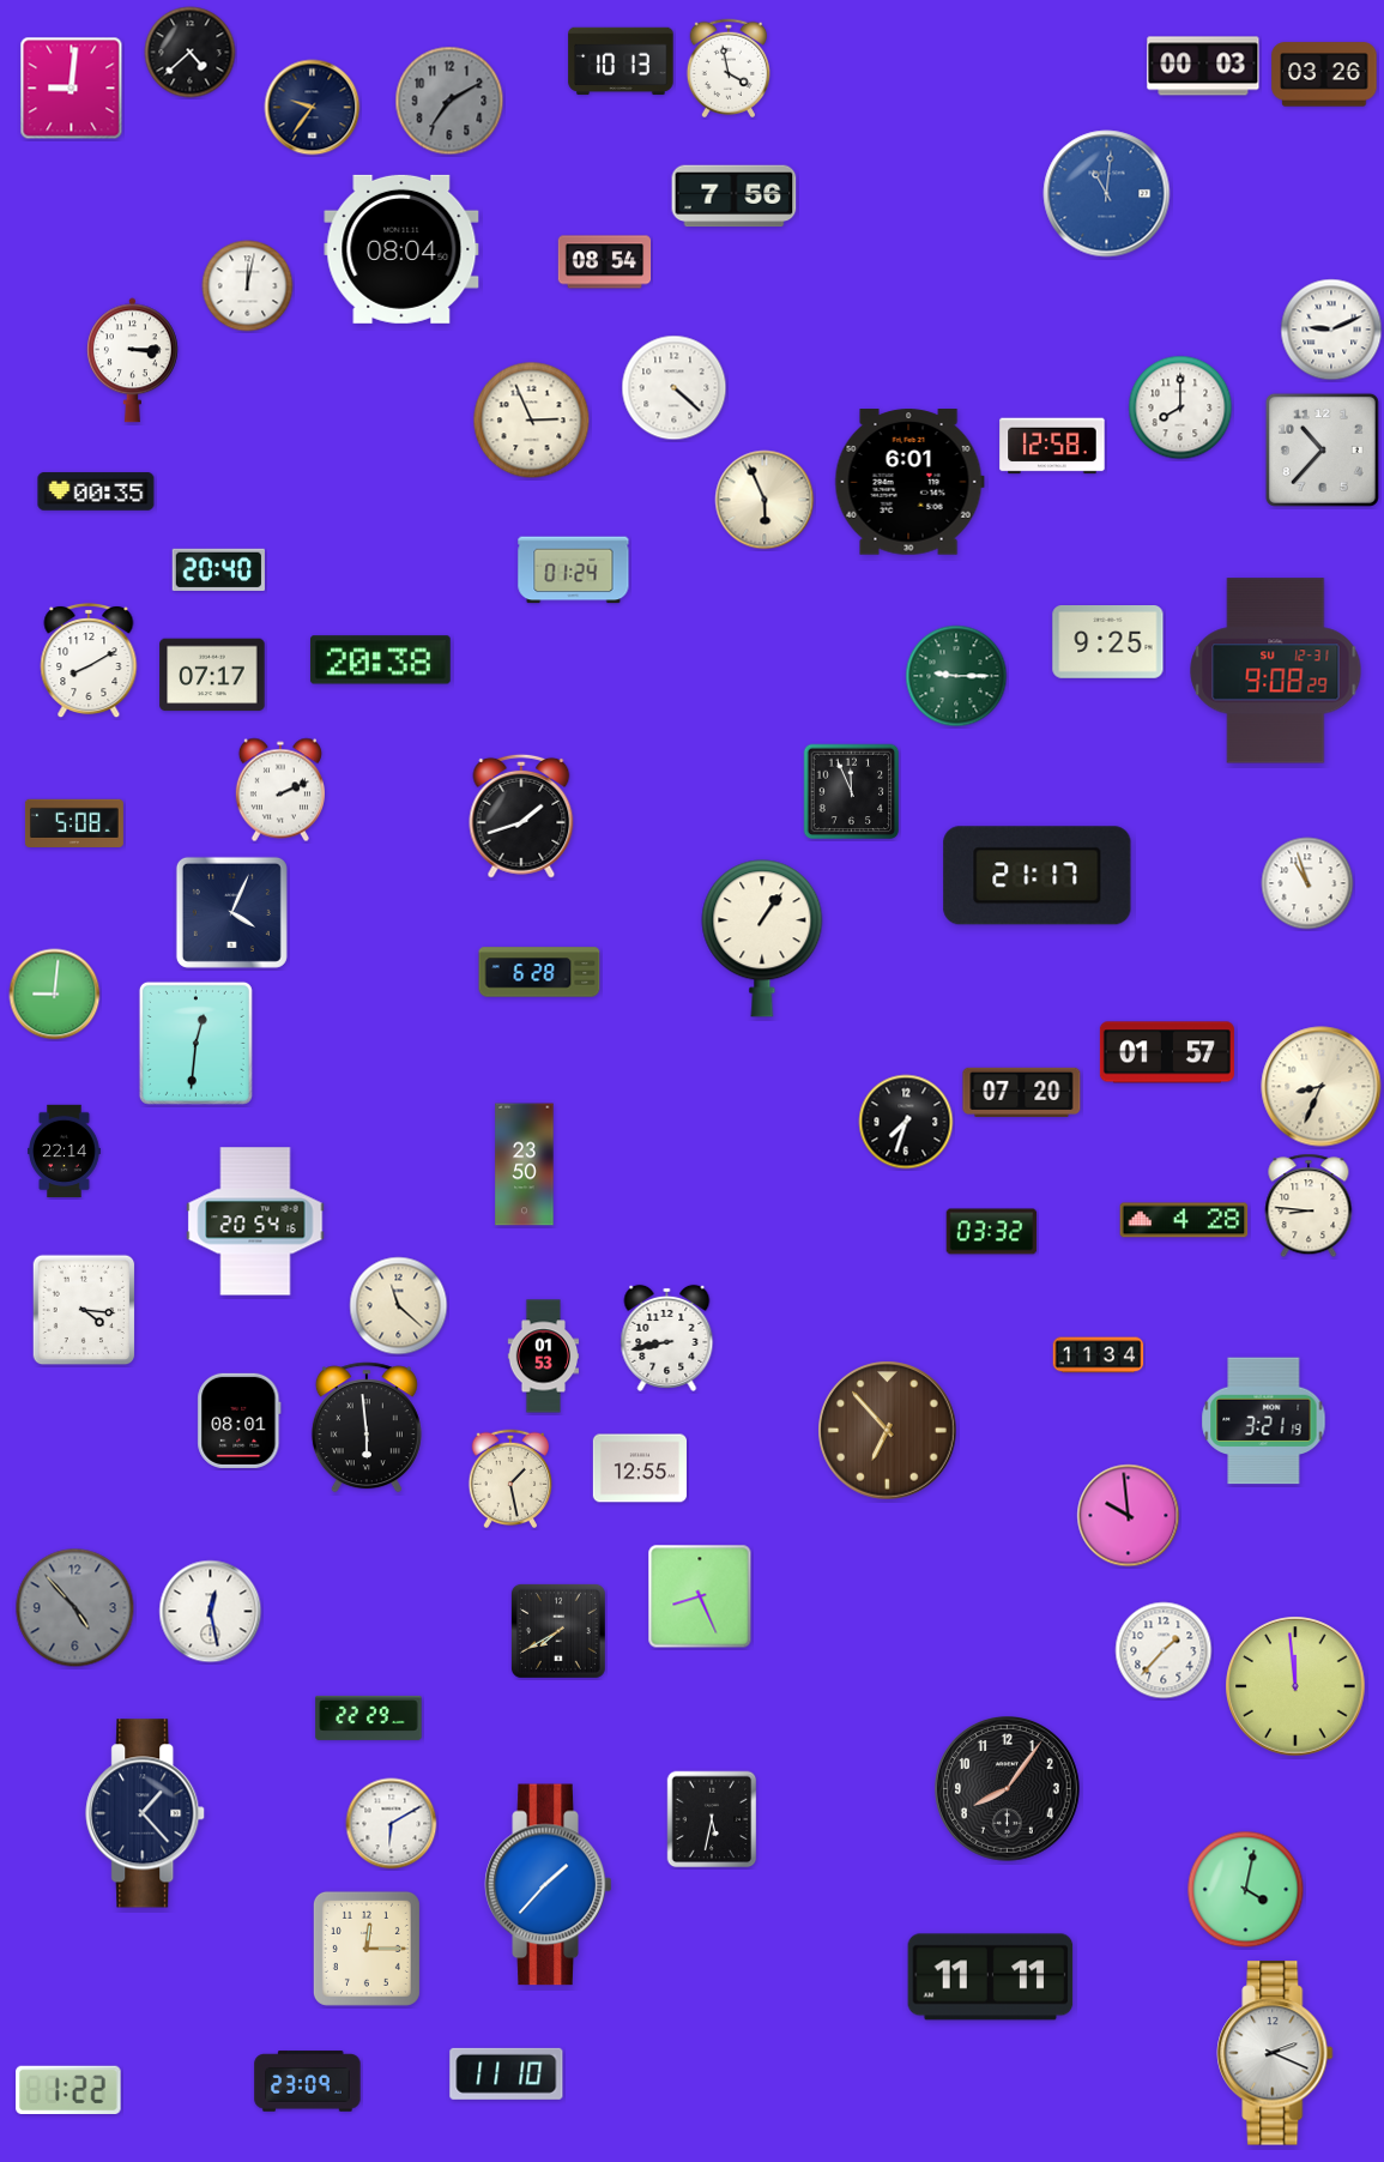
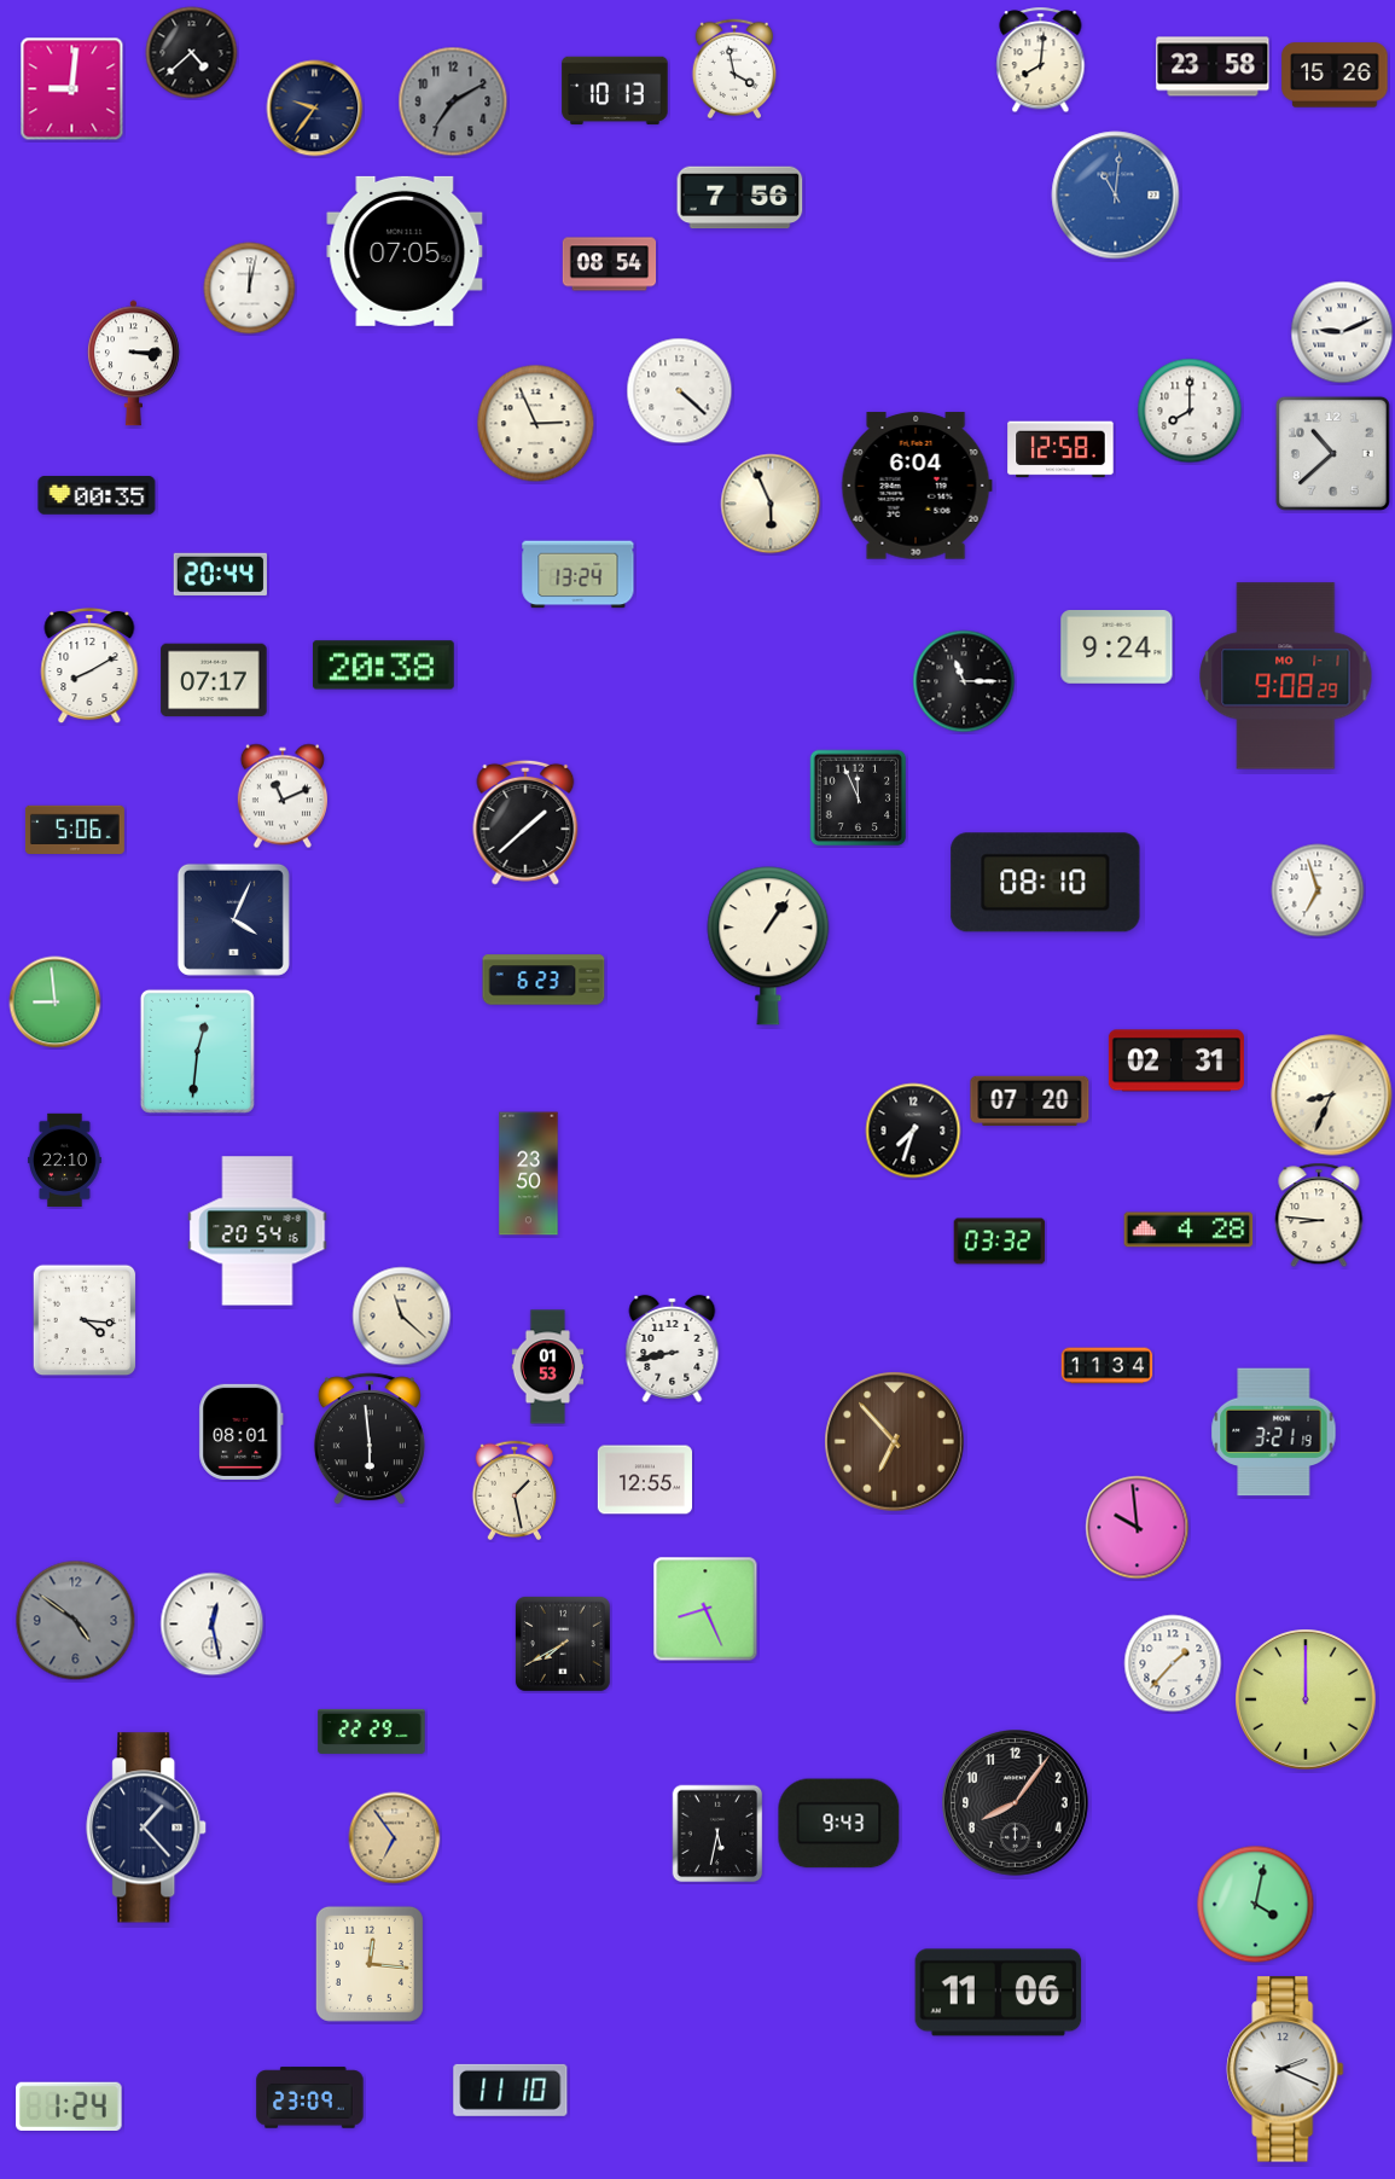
clock at (1041, 60): none -> 8:01
clock at (621, 61) position: (621, 61) -> (615, 91)
clock at (1203, 66): 00:03 -> 23:58
clock at (1324, 74): 03:26 -> 15:26
clock at (401, 249): 08:04 -> 07:05
clock at (1322, 449): 10:37 -> 10:38
clock at (909, 482): 6:01 -> 6:04
clock at (218, 569): 20:40 -> 20:44
clock at (574, 570): 01:24 -> 13:24
clock at (1108, 642): 9:25 -> 9:24
clock at (1276, 671) date: SU 12-31 -> MO 1-1
clock at (956, 676): 9:15 -> 11:15
clock at (956, 676) dial: green -> black
clock at (280, 790): 2:11 -> 11:11
clock at (521, 816): 1:42 -> 1:38
clock at (74, 822): 5:08 -> 5:06
clock at (1038, 876): 21:17 -> 08:10
clock at (1307, 883): 10:57 -> 6:57
clock at (539, 972): 6:28 -> 6:23
clock at (55, 995): 9:01 -> 8:59
clock at (1167, 1052): 01:57 -> 02:31
clock at (65, 1152): 22:14 -> 22:10
clock at (1184, 1220) position: (1184, 1220) -> (1188, 1230)
clock at (75, 1608): 4:53 -> 4:51
clock at (1295, 1686): 11:59 -> 12:00
clock at (839, 1824): none -> 9:43
clock at (392, 1824): 6:10 -> 6:54
clock at (392, 1824) dial: white -> champagne
clock at (549, 1885): 1:37 -> none
clock at (367, 1949): 12:15 -> 12:16
clock at (991, 1977): 11:11 -> 11:06
clock at (68, 2089): 1:22 -> 1:24
